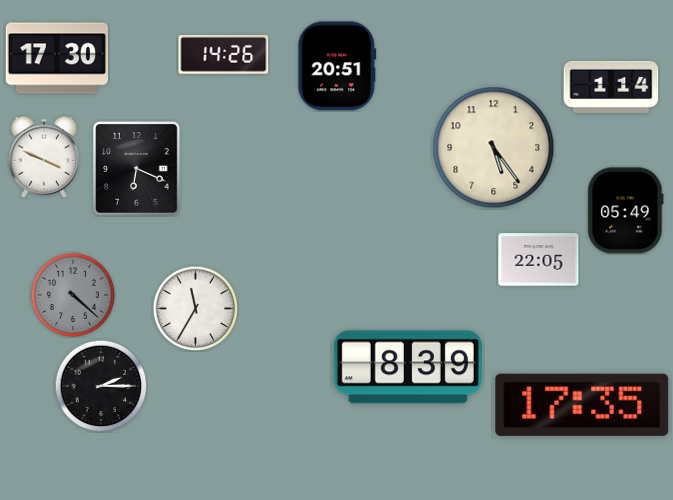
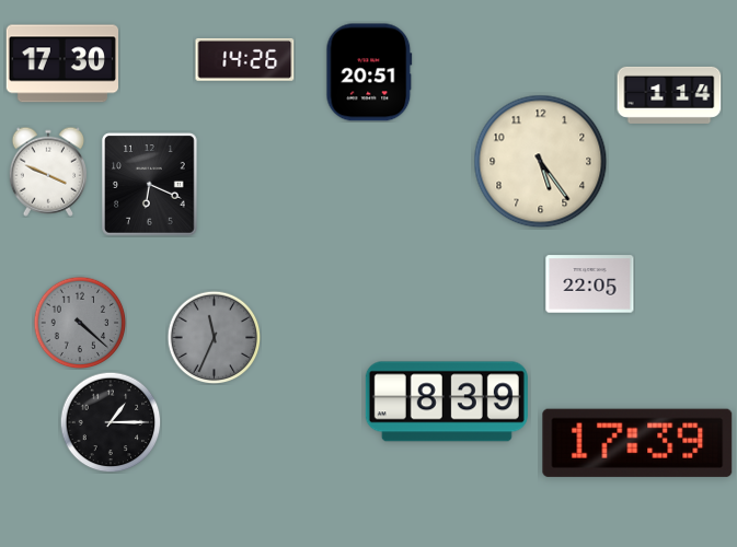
clock at (626, 211): 05:49 -> none
clock at (195, 308): 11:35 -> 11:34
clock at (195, 308) dial: white -> grey
clock at (101, 386): 2:15 -> 1:15
clock at (582, 405): 17:35 -> 17:39
